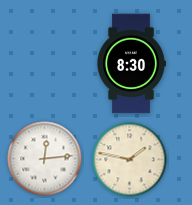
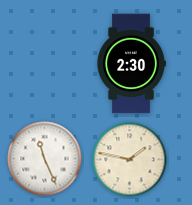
clock at (131, 64): 8:30 -> 2:30
clock at (45, 159): 12:14 -> 11:26
